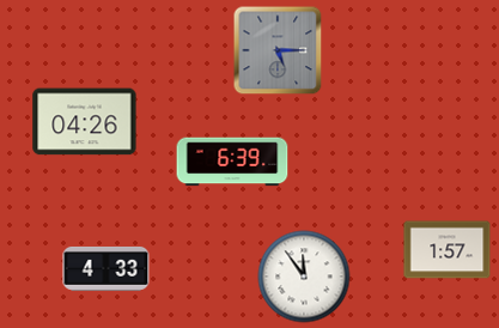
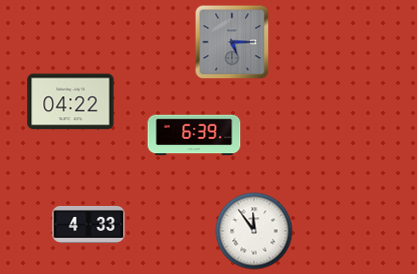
clock at (85, 122): 04:26 -> 04:22
clock at (448, 250): 1:57 -> none
